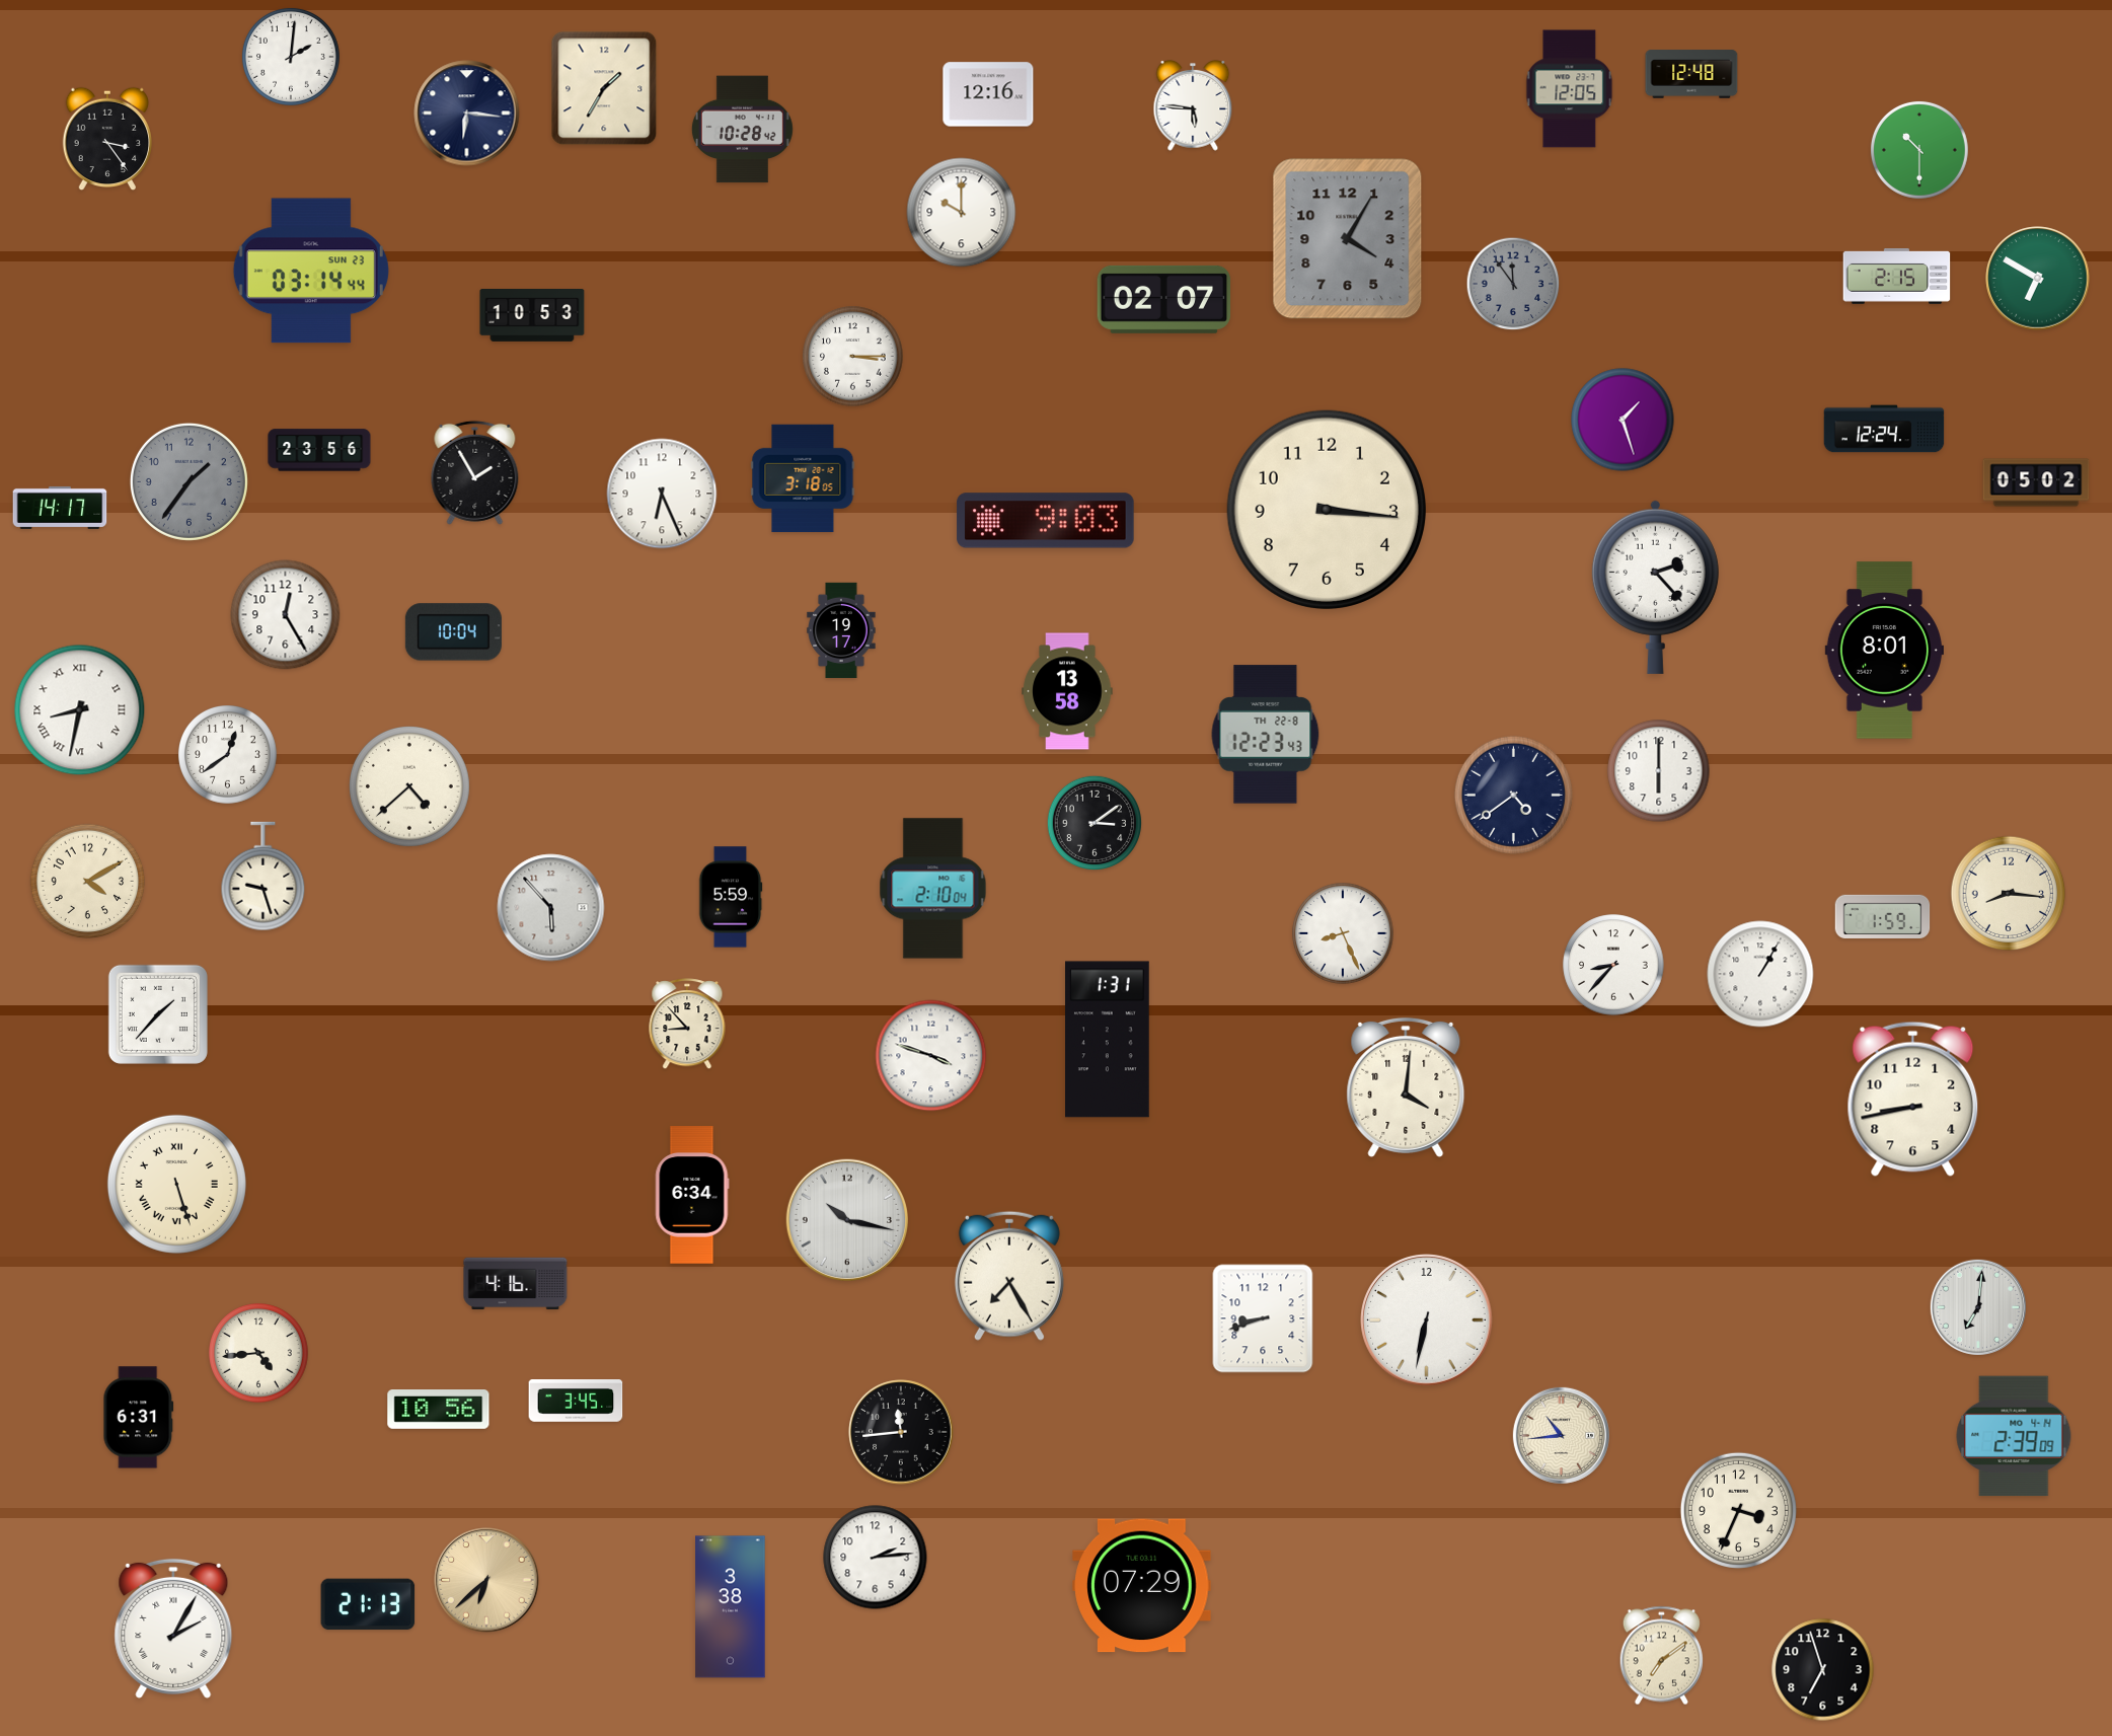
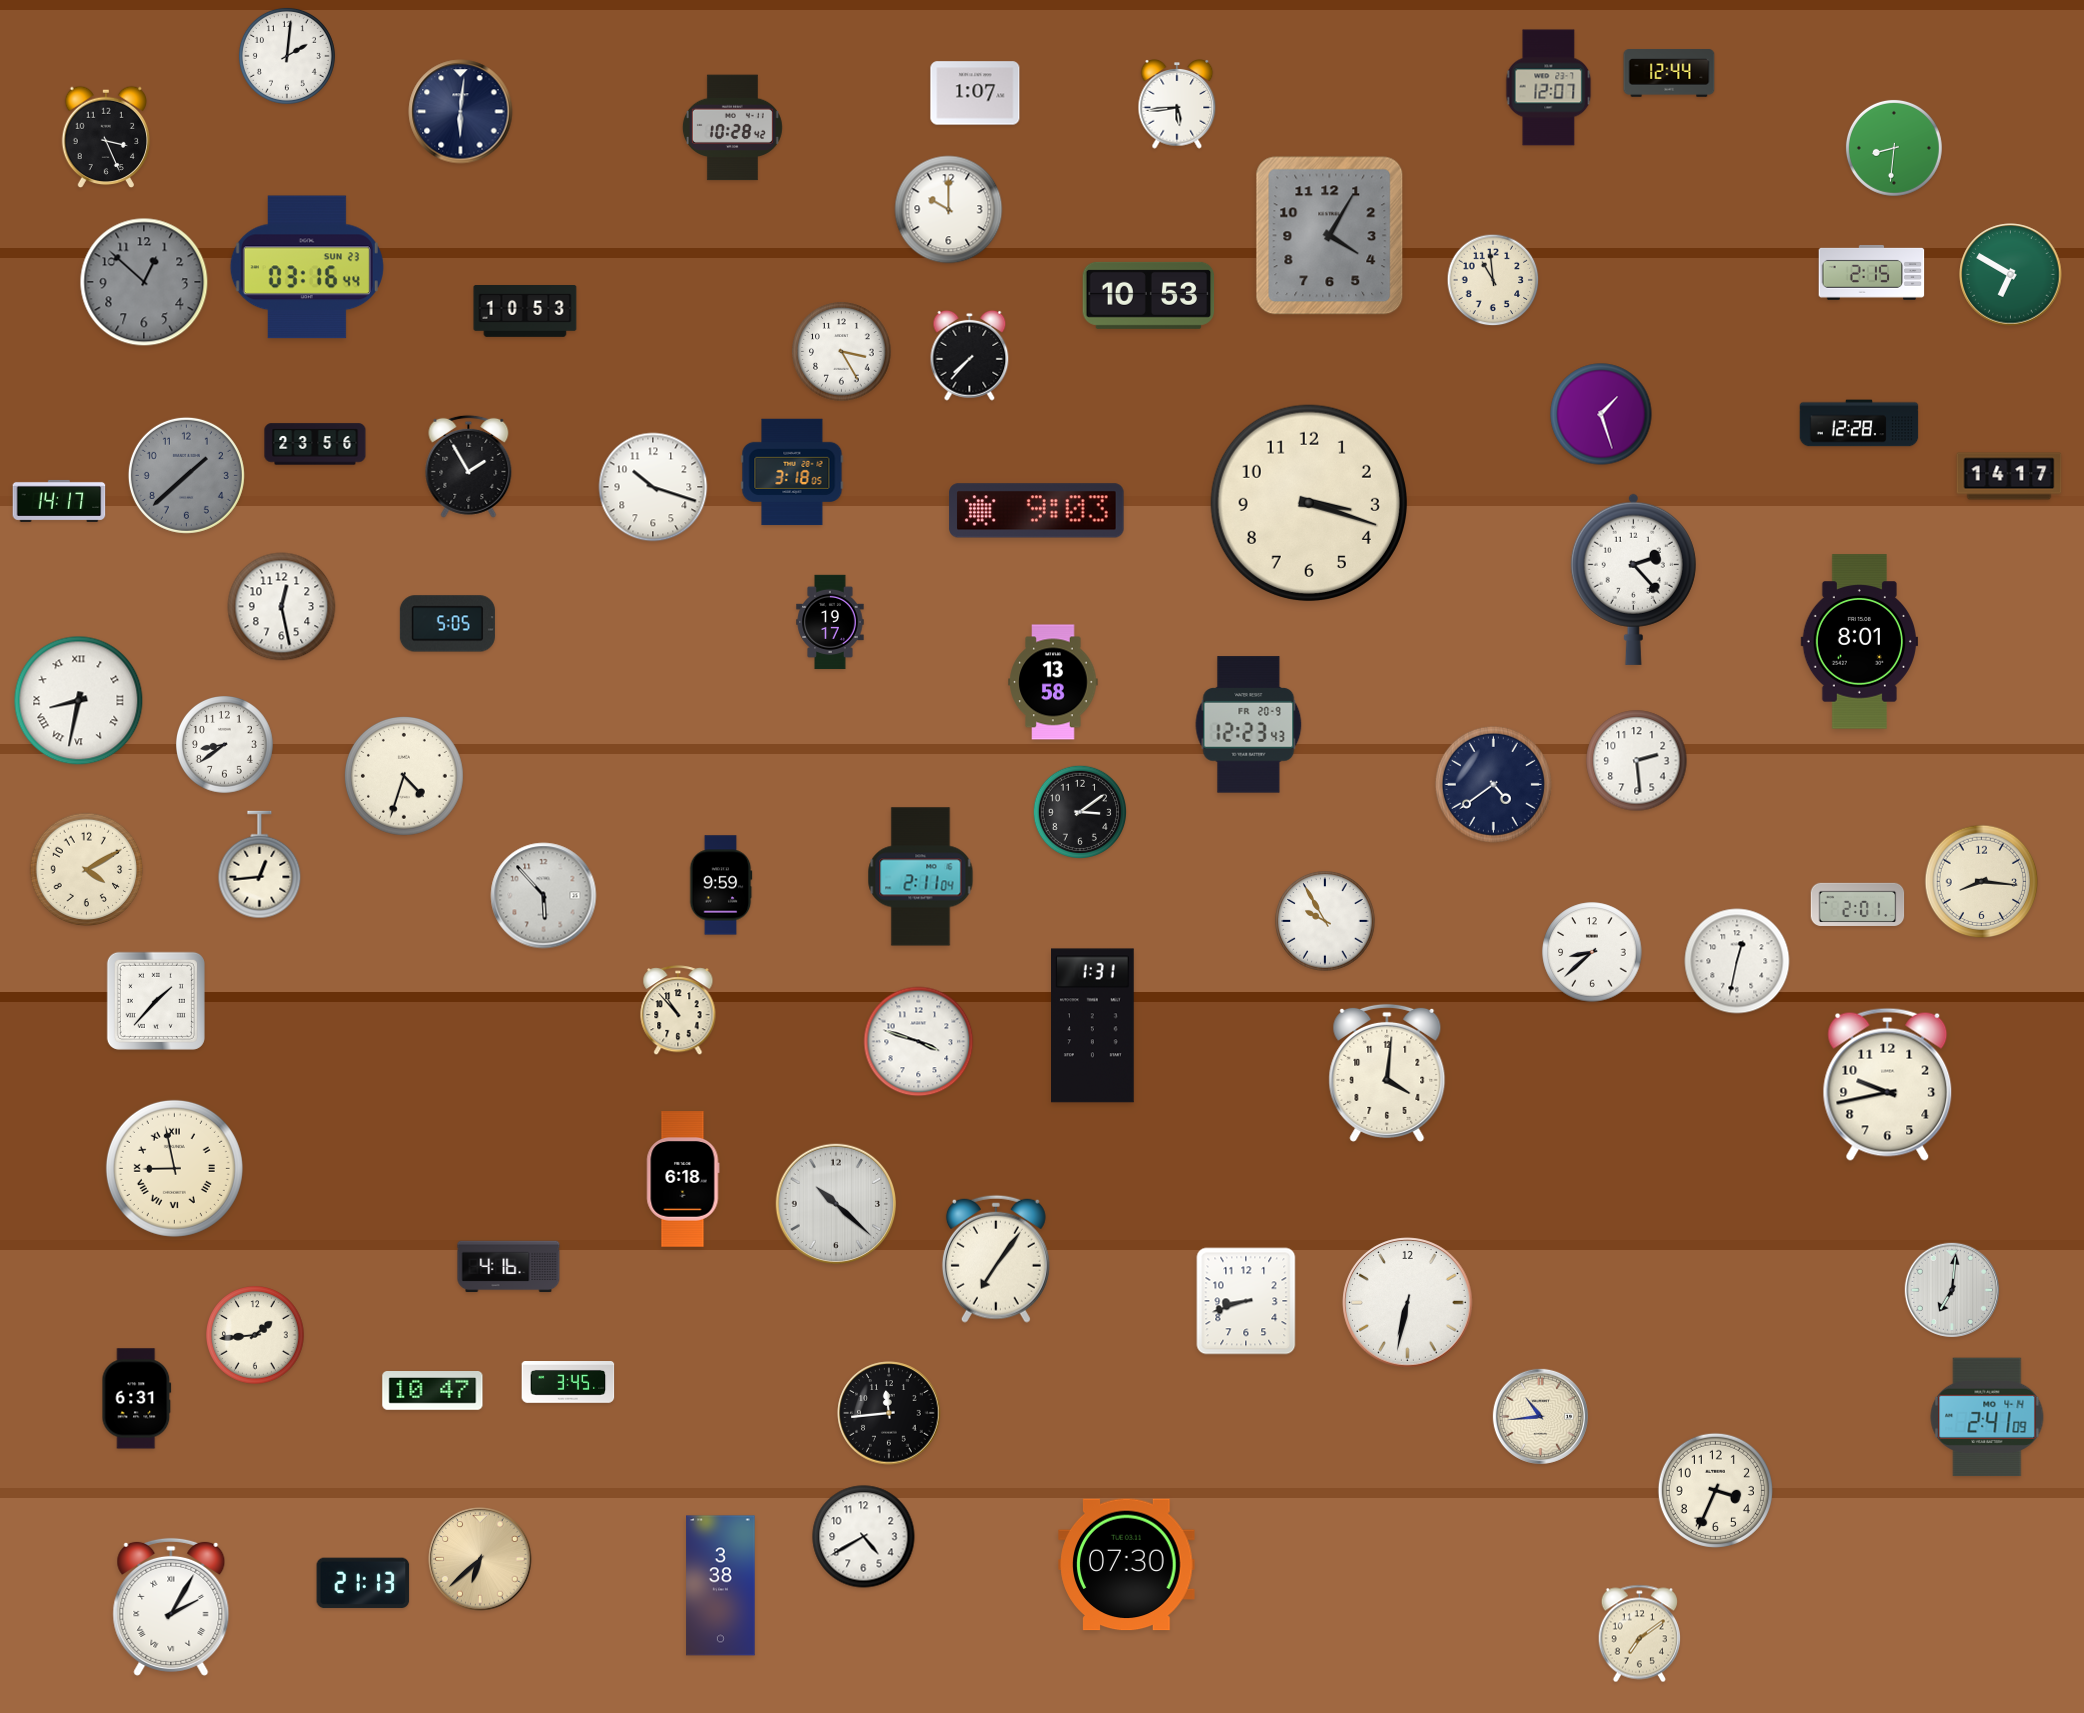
clock at (1691, 74): 12:48 -> 12:44
clock at (604, 88): 1:35 -> none
clock at (1570, 89): 12:05 -> 12:07
clock at (988, 94): 12:16 -> 1:07
clock at (1193, 106): 5:46 -> 5:44
clock at (467, 114): 6:16 -> 6:01
clock at (106, 139): 3:24 -> 3:26
clock at (1919, 150): 10:30 -> 8:31
clock at (311, 271): 03:14 -> 03:16
clock at (1513, 284): 11:54 -> 10:59
clock at (1513, 284) dial: grey -> cream
clock at (144, 282): none -> 12:52
clock at (1164, 299): 02:07 -> 10:53
clock at (853, 357): 3:15 -> 3:25
clock at (970, 355): none -> 7:37
clock at (1884, 429): 12:24 -> 12:28
clock at (188, 481): 1:36 -> 1:38
clock at (2036, 482): 05:02 -> 14:17
clock at (662, 494): 6:26 -> 10:18
clock at (1327, 510): 3:16 -> 3:18
clock at (1046, 521) position: (1046, 521) -> (1037, 511)
clock at (286, 615): 12:25 -> 12:28
clock at (453, 632): 10:04 -> 5:05
clock at (1266, 735) date: TH 22-8 -> FR 20-9
clock at (228, 755): 12:39 -> 8:39
clock at (1659, 771): 6:00 -> 2:29
clock at (410, 787): 4:38 -> 4:33
clock at (263, 877): 9:27 -> 12:44
clock at (933, 889): 2:10 -> 2:11
clock at (731, 897): 5:59 -> 9:59
clock at (1883, 916): 1:59 -> 2:01
clock at (1343, 933): 8:26 -> 9:55
clock at (1613, 965): 8:37 -> 8:38
clock at (1760, 974): 1:05 -> 12:32
clock at (687, 1025): 8:53 -> 10:53
clock at (1913, 1099): 8:43 -> 9:43
clock at (176, 1184): 5:27 -> 8:58
clock at (692, 1195): 6:34 -> 6:18
clock at (847, 1220): 10:17 -> 10:22
clock at (1009, 1276): 7:25 -> 7:06
clock at (258, 1353): 4:44 -> 1:44
clock at (439, 1410): 10:56 -> 10:47
clock at (2014, 1436): 2:39 -> 2:41
clock at (876, 1558): 2:14 -> 4:40
clock at (1142, 1586): 07:29 -> 07:30
clock at (1823, 1670): 6:57 -> none
